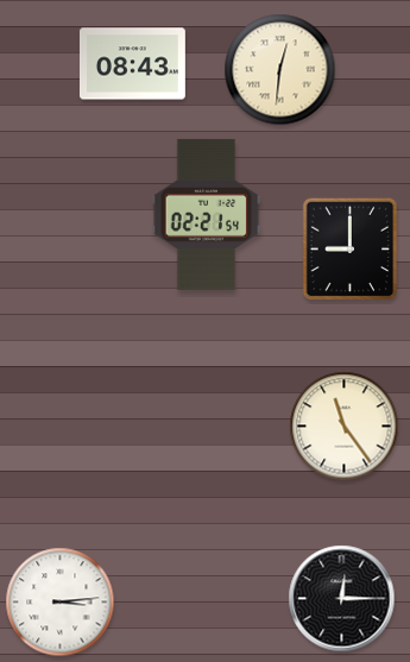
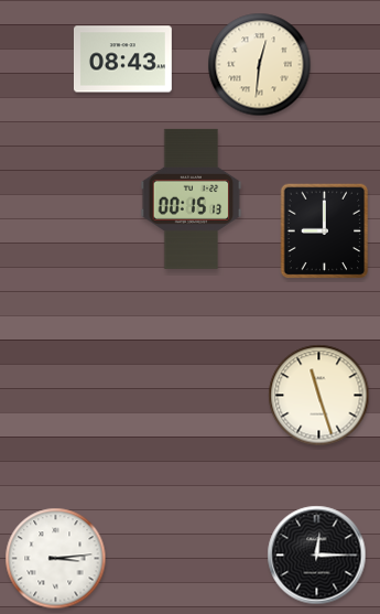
clock at (207, 214): 02:21 -> 00:15
clock at (345, 427): 11:24 -> 11:27
